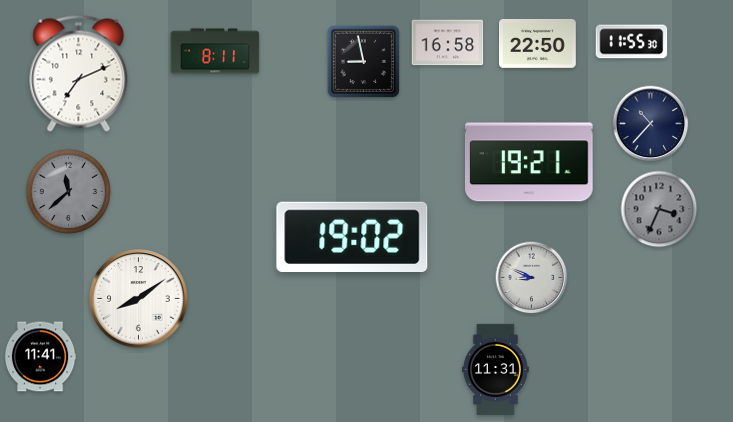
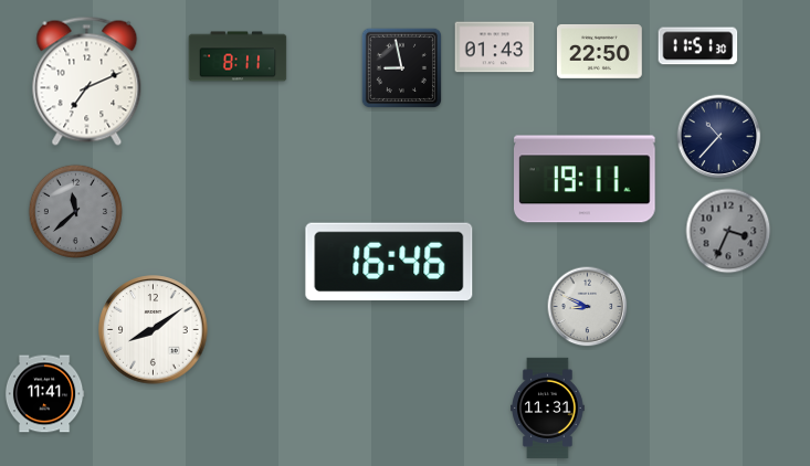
clock at (632, 42): 11:55 -> 11:51
clock at (448, 43): 16:58 -> 01:43
clock at (538, 43) position: (538, 43) -> (600, 51)
clock at (530, 162): 19:21 -> 19:11
clock at (352, 236): 19:02 -> 16:46
